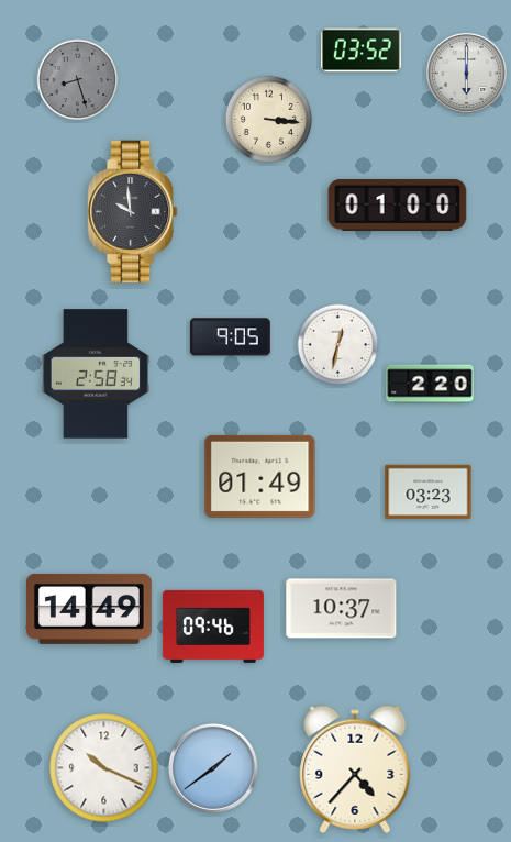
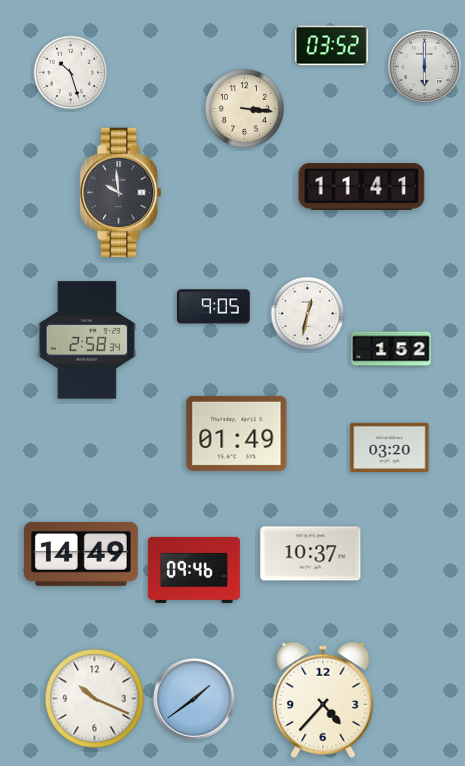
clock at (360, 51) position: (360, 51) -> (331, 46)
clock at (78, 80): 8:27 -> 10:27
clock at (78, 80) dial: grey -> white
clock at (398, 204): 01:00 -> 11:41
clock at (230, 337) position: (230, 337) -> (213, 307)
clock at (430, 384): 2:20 -> 1:52
clock at (429, 492): 03:23 -> 03:20
